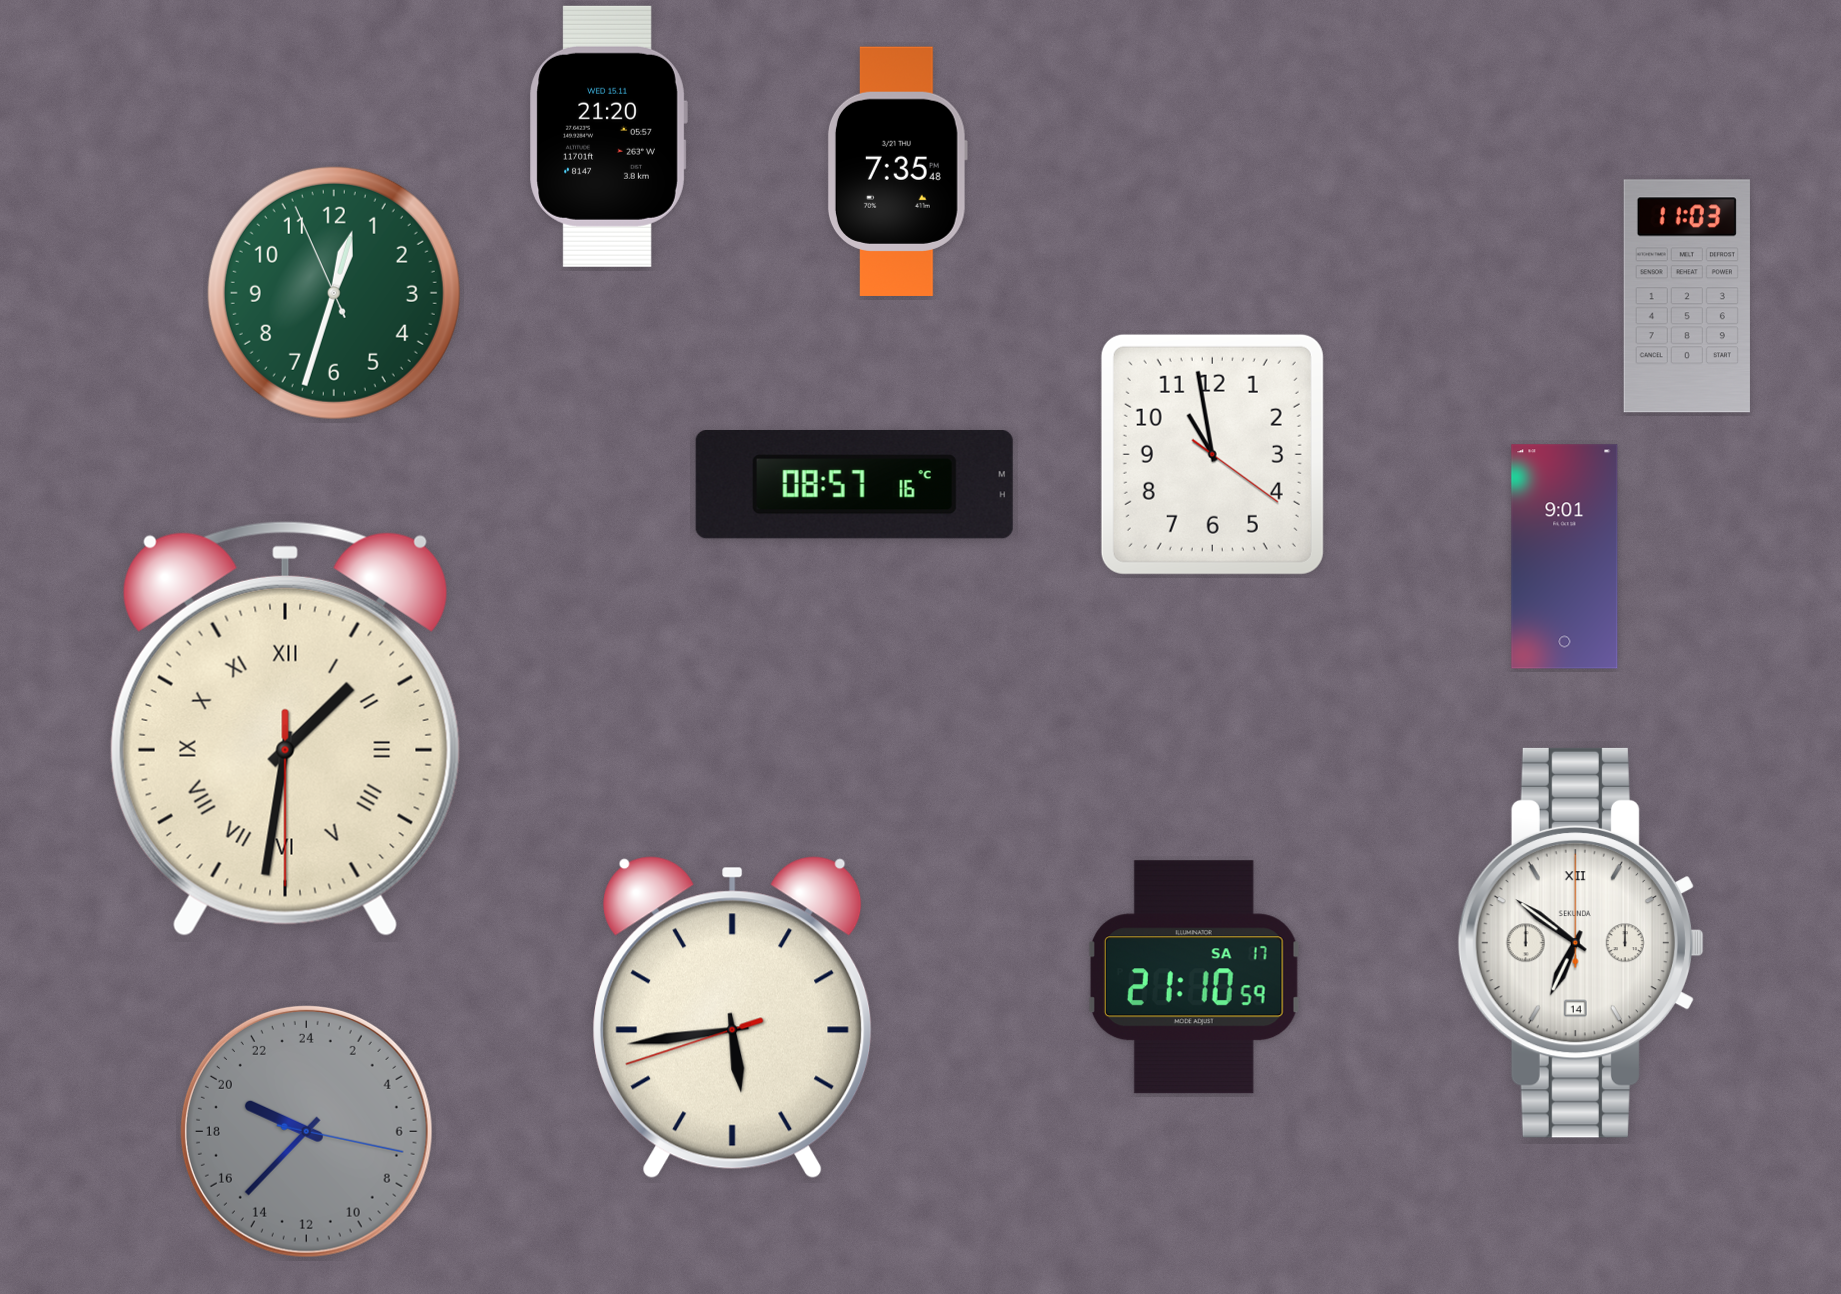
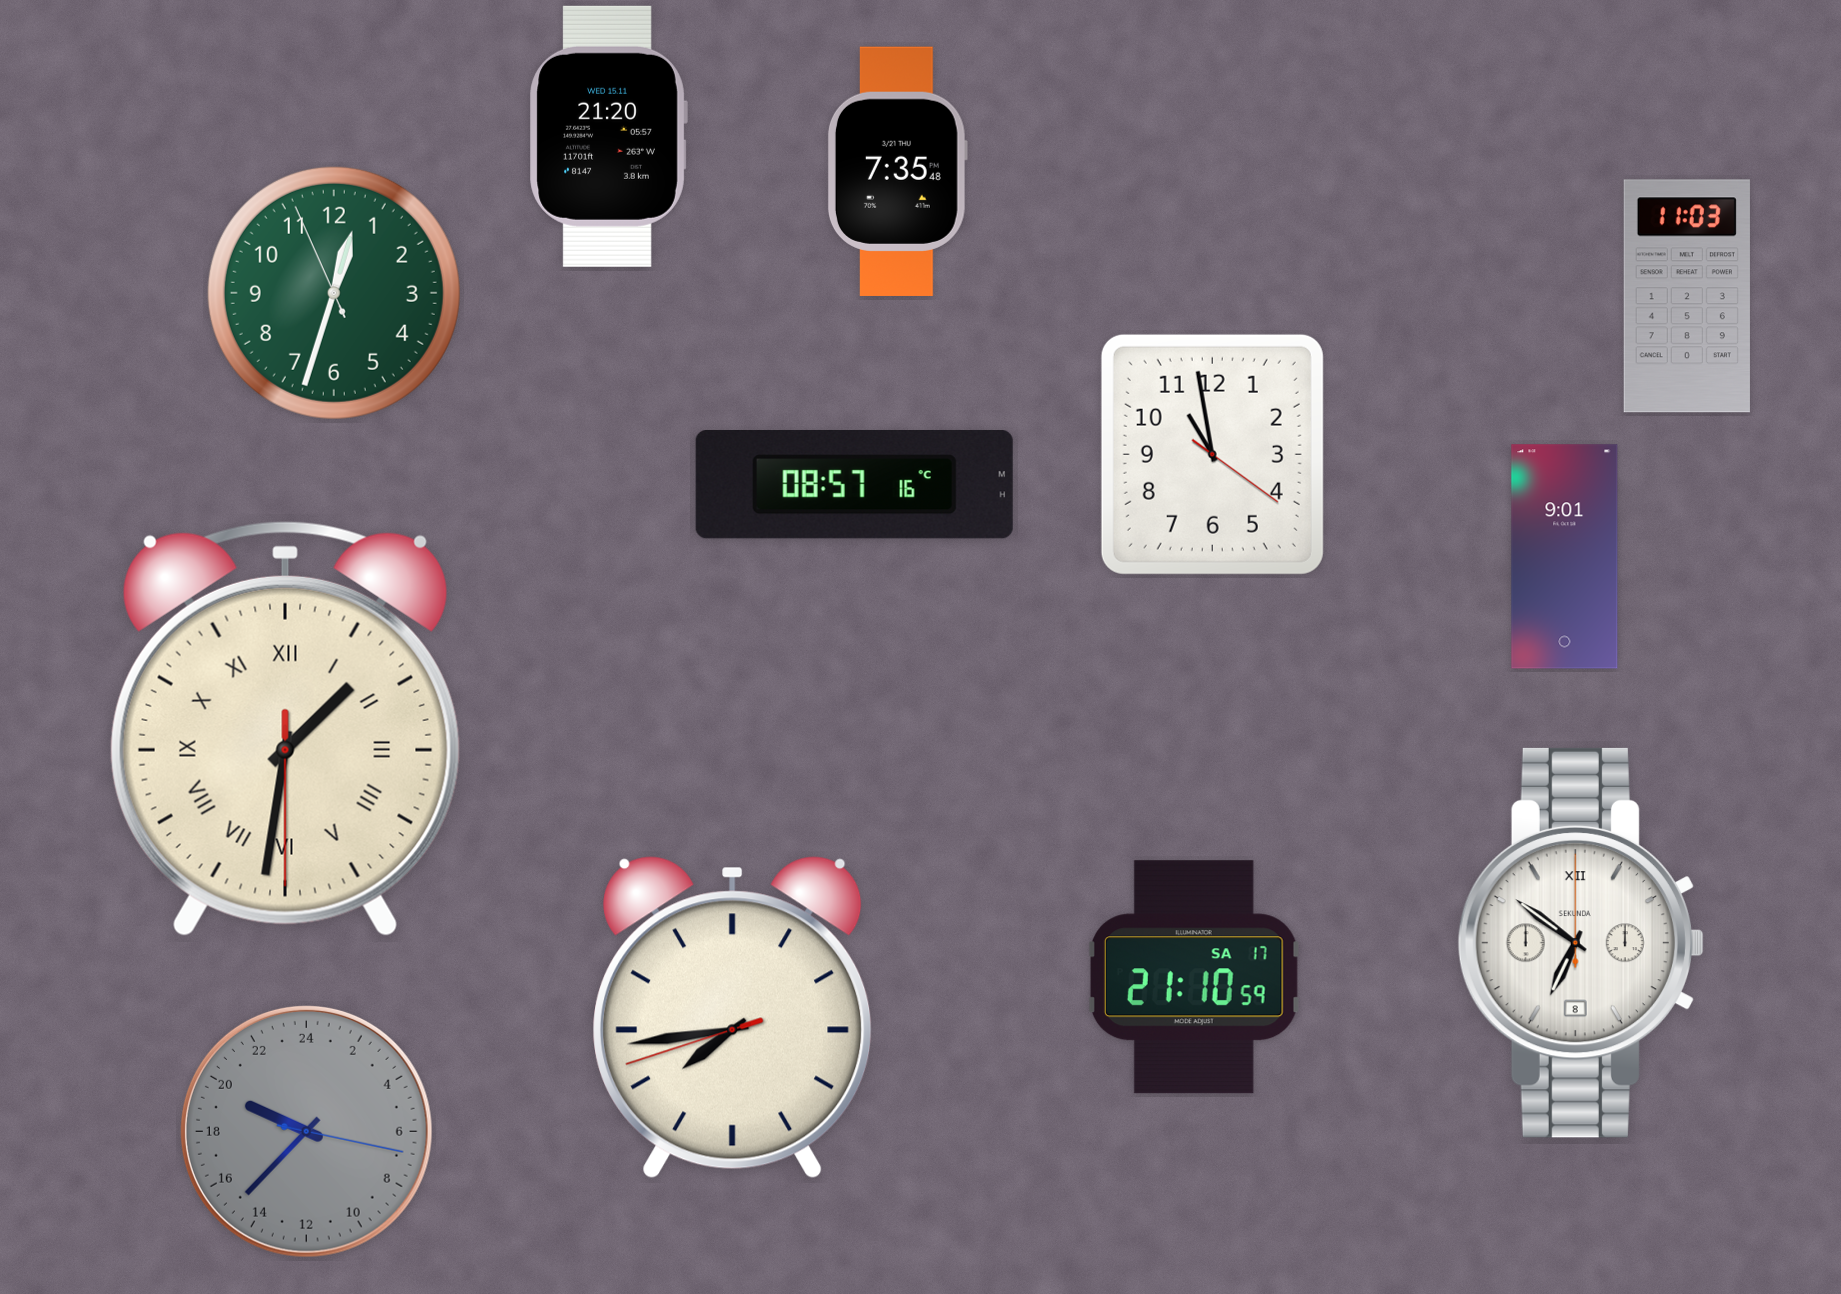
clock at (1581, 943) date: 14 -> 8
clock at (733, 1018): 5:43 -> 7:43
